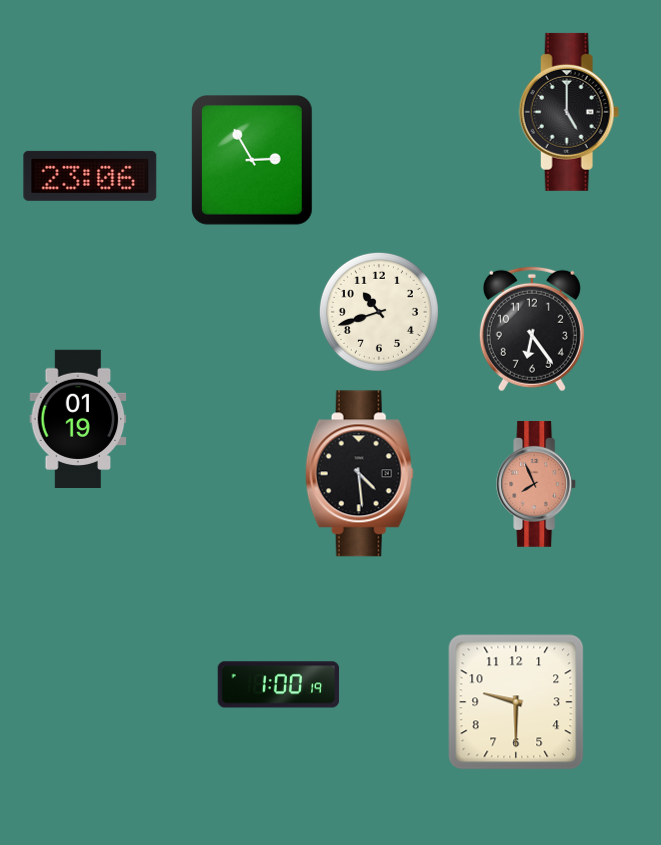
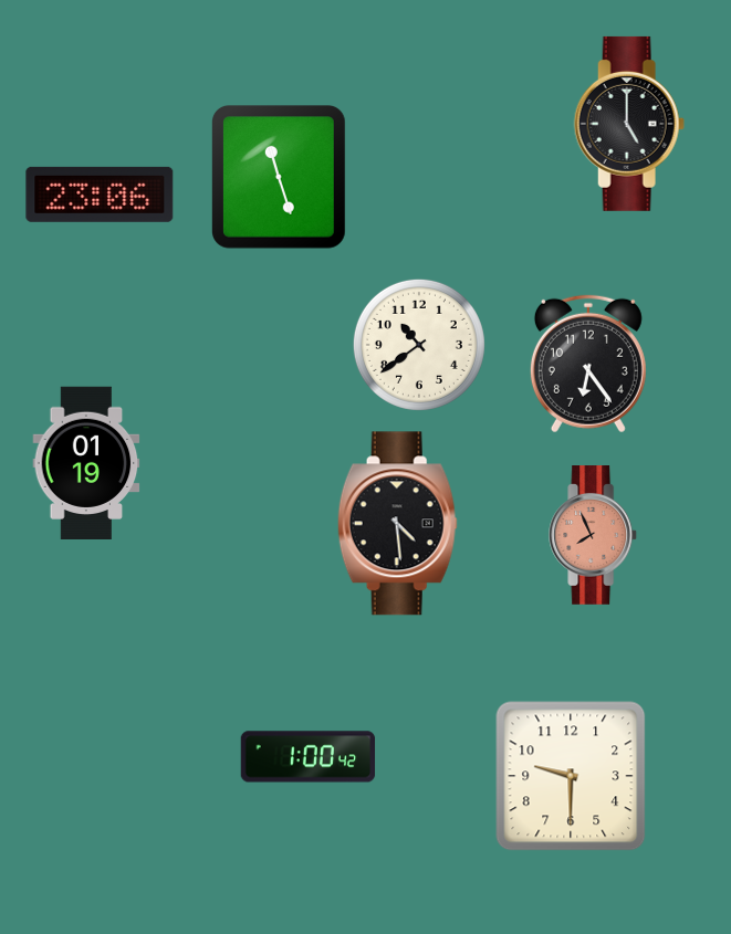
clock at (252, 161): 2:55 -> 11:27
clock at (379, 312): 10:42 -> 10:39
clock at (279, 685): 1:00:19 -> 1:00:42
